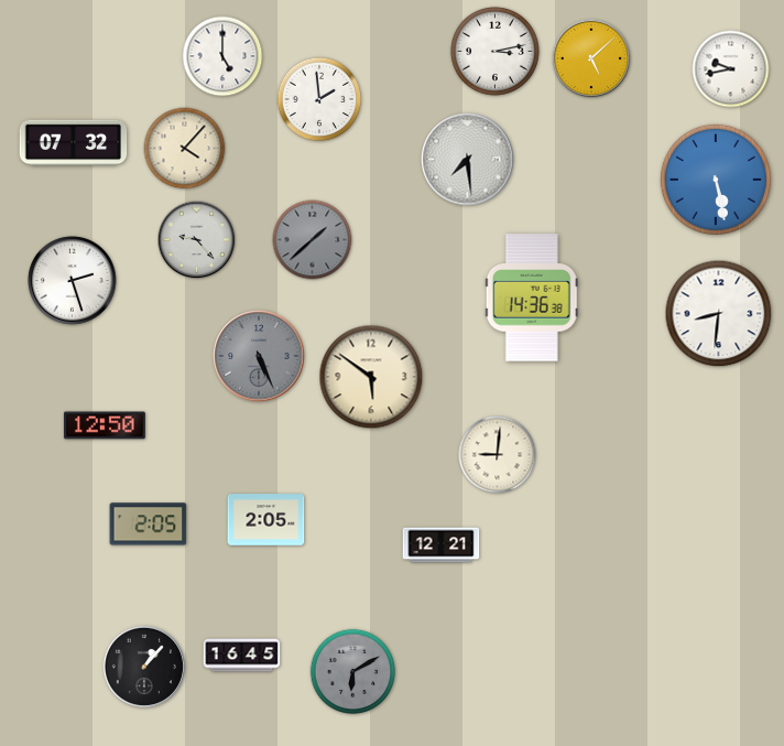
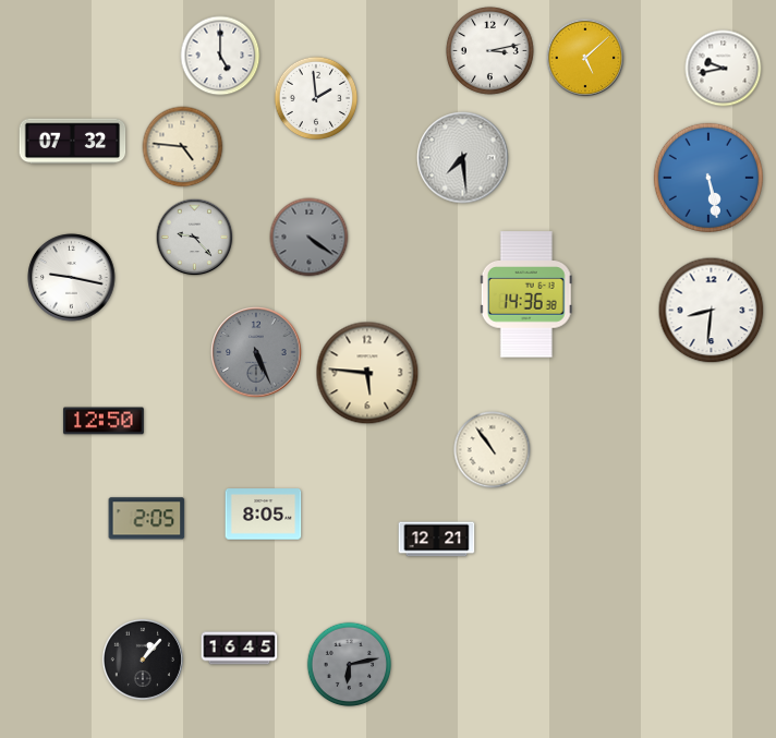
clock at (185, 149): 4:07 -> 4:46
clock at (313, 240): 1:38 -> 4:21
clock at (73, 281): 2:27 -> 9:17
clock at (371, 377): 5:51 -> 5:46
clock at (498, 455): 9:01 -> 10:54
clock at (266, 520): 2:05 -> 8:05
clock at (353, 672): 6:10 -> 6:13
